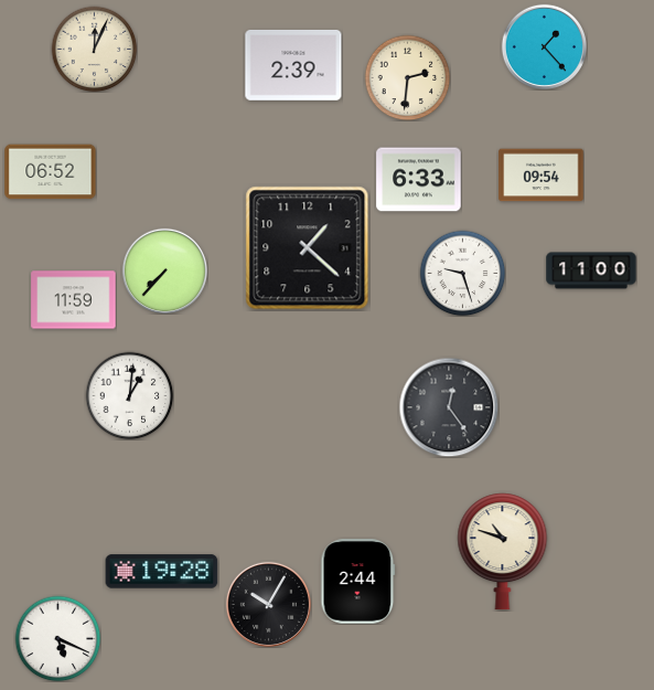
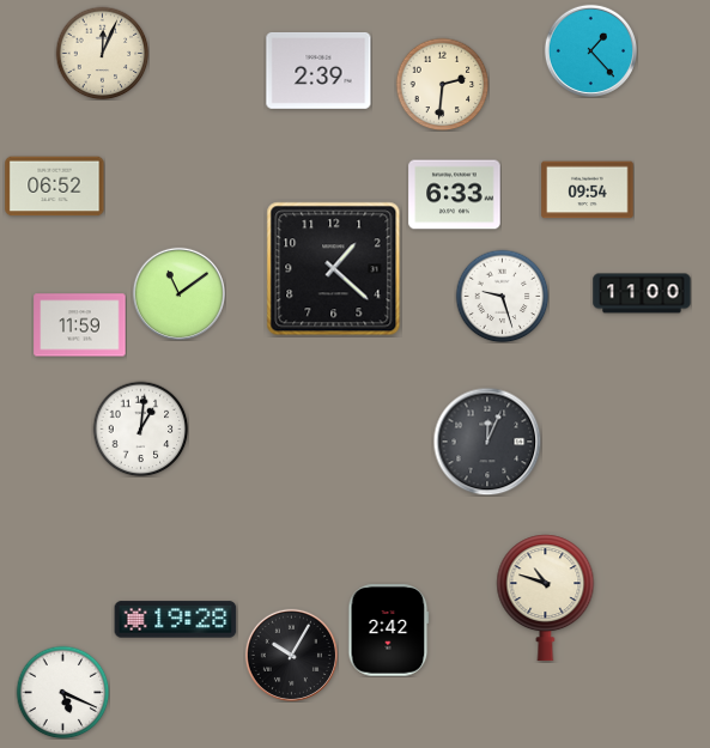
clock at (164, 270): 7:37 -> 11:09
clock at (449, 407): 12:24 -> 12:04
clock at (358, 582): 2:44 -> 2:42
